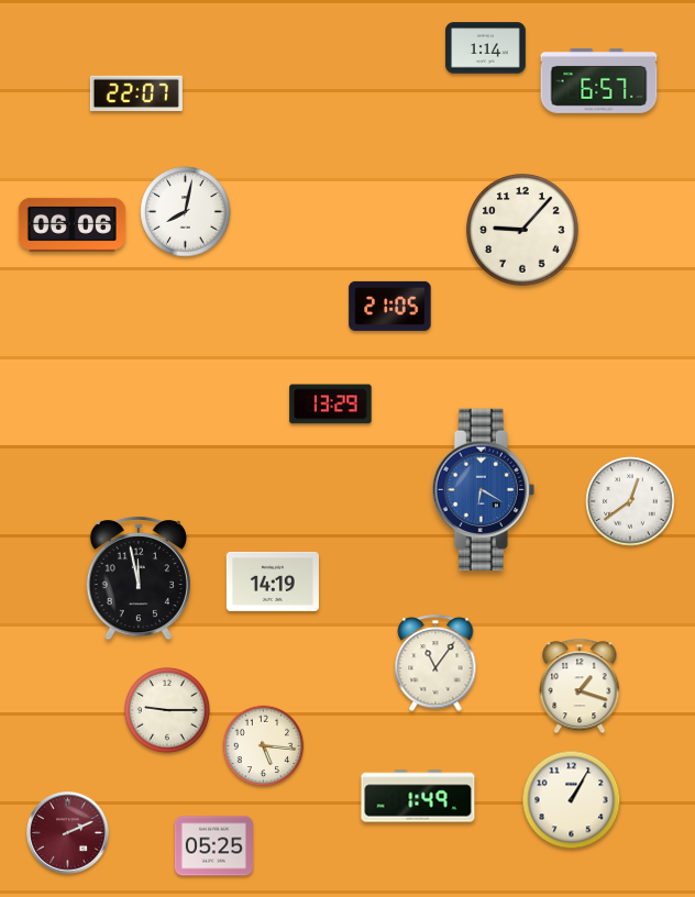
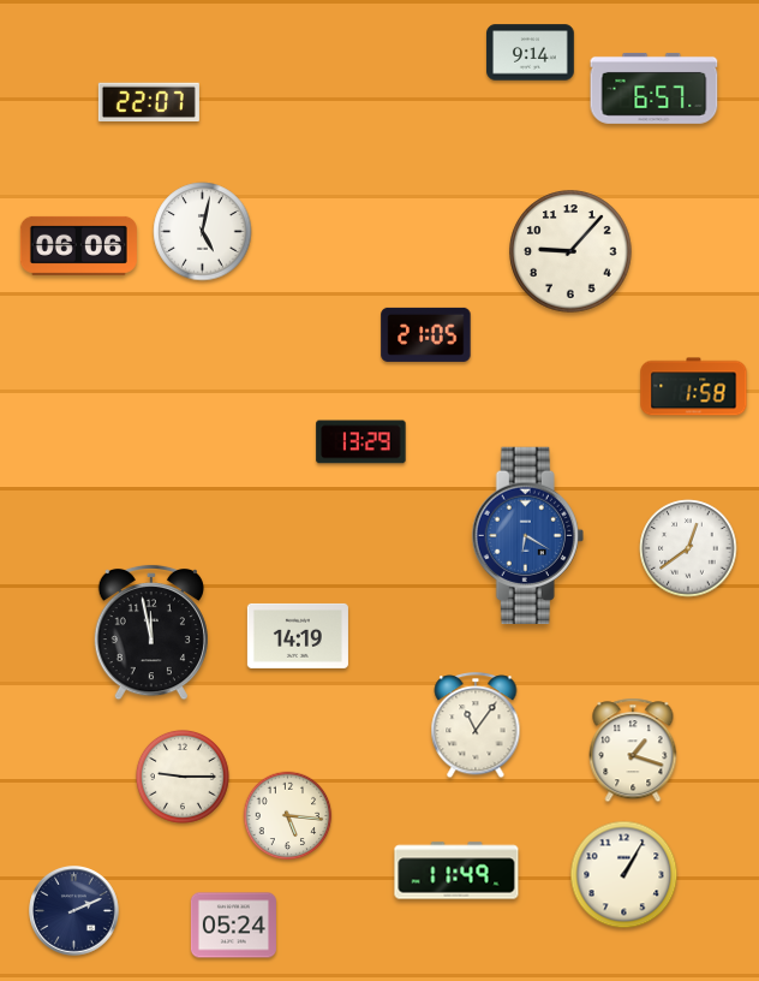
clock at (486, 48): 1:14 -> 9:14
clock at (186, 212): 8:02 -> 5:02
clock at (694, 387): none -> 1:58
clock at (418, 796): 1:49 -> 11:49
clock at (68, 833) dial: burgundy -> navy
clock at (213, 846): 05:25 -> 05:24
